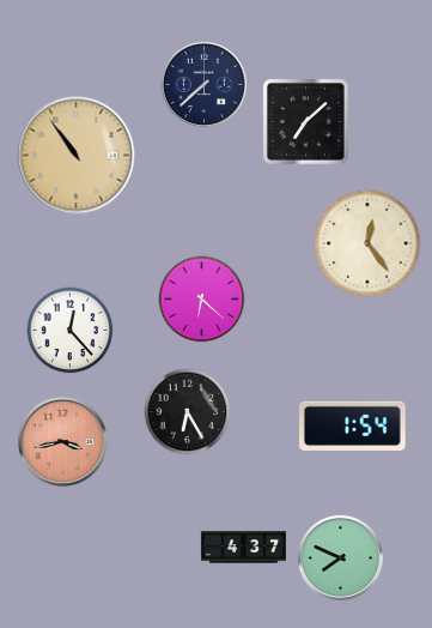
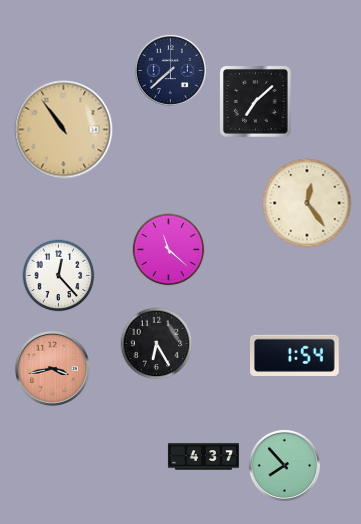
clock at (202, 300): 6:22 -> 11:22
clock at (340, 557): 7:49 -> 7:53
